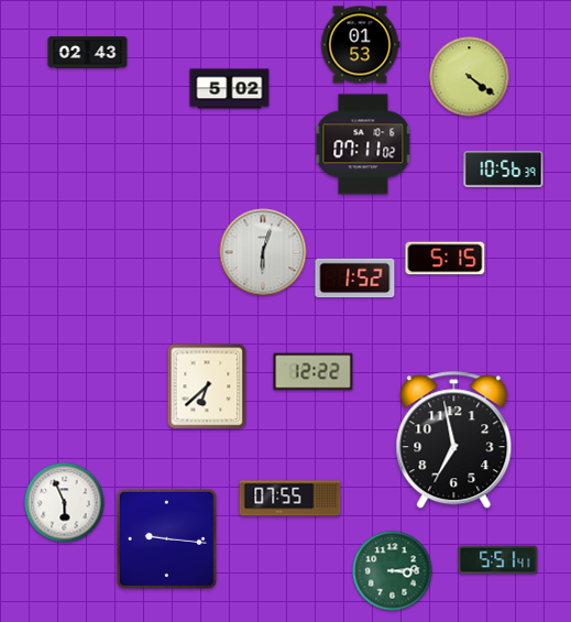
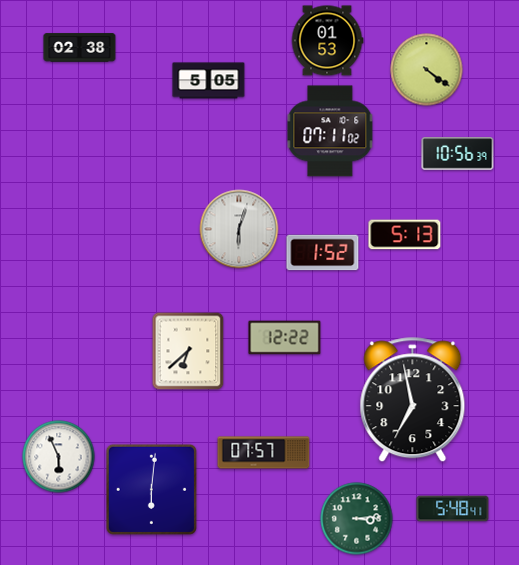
clock at (88, 53): 02:43 -> 02:38
clock at (230, 89): 5:02 -> 5:05
clock at (446, 259): 5:15 -> 5:13
clock at (290, 499): 07:55 -> 07:57
clock at (166, 538): 9:16 -> 6:01
clock at (498, 560): 5:51 -> 5:48
